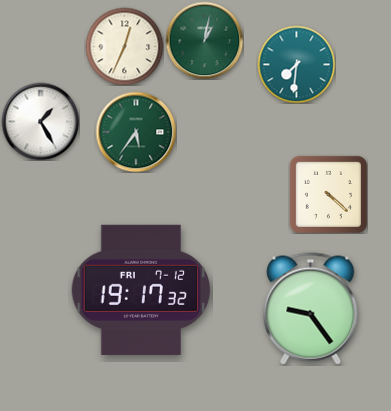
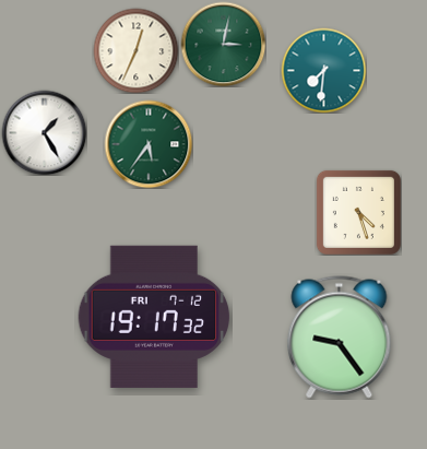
clock at (204, 40): 1:02 -> 3:02
clock at (328, 194): 4:22 -> 4:27
